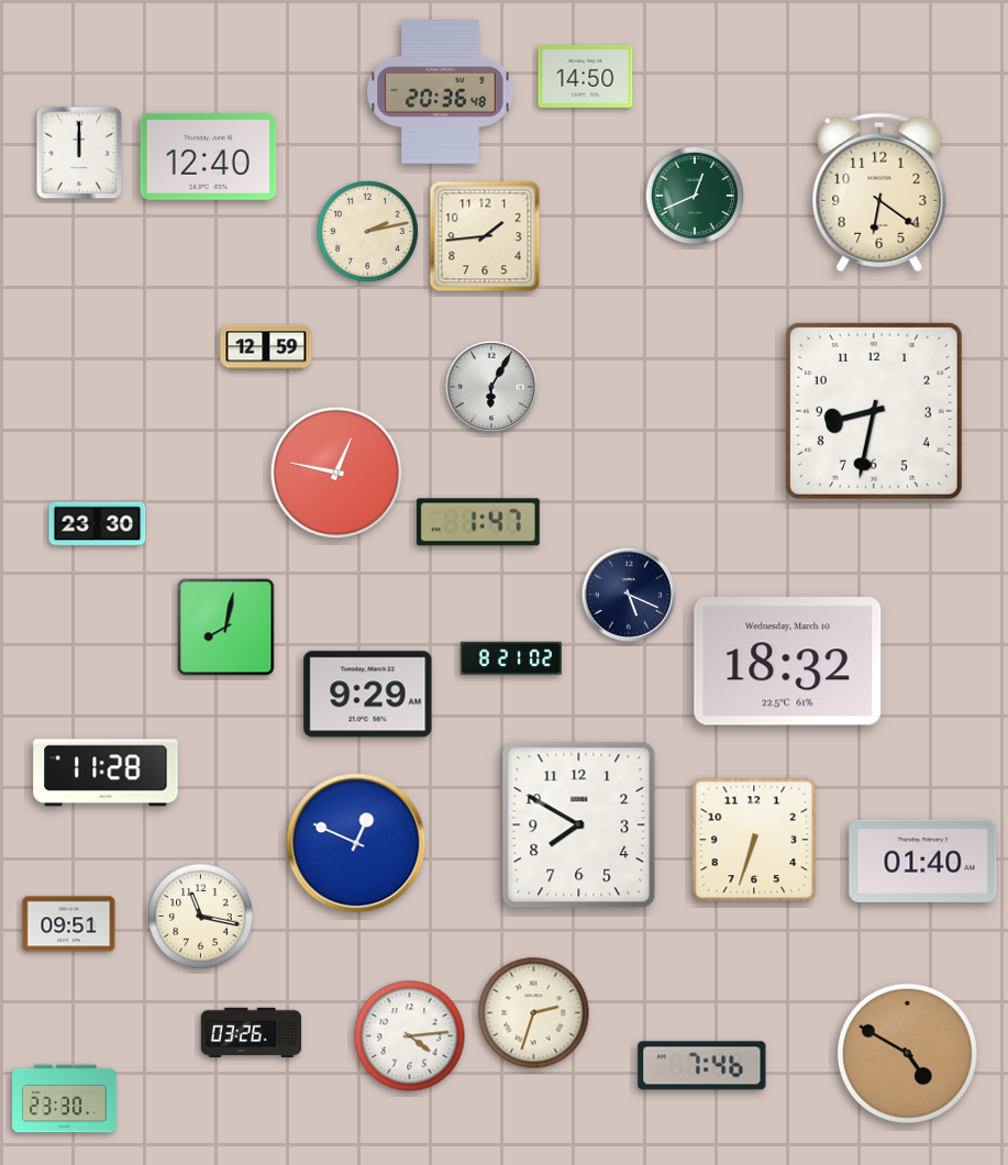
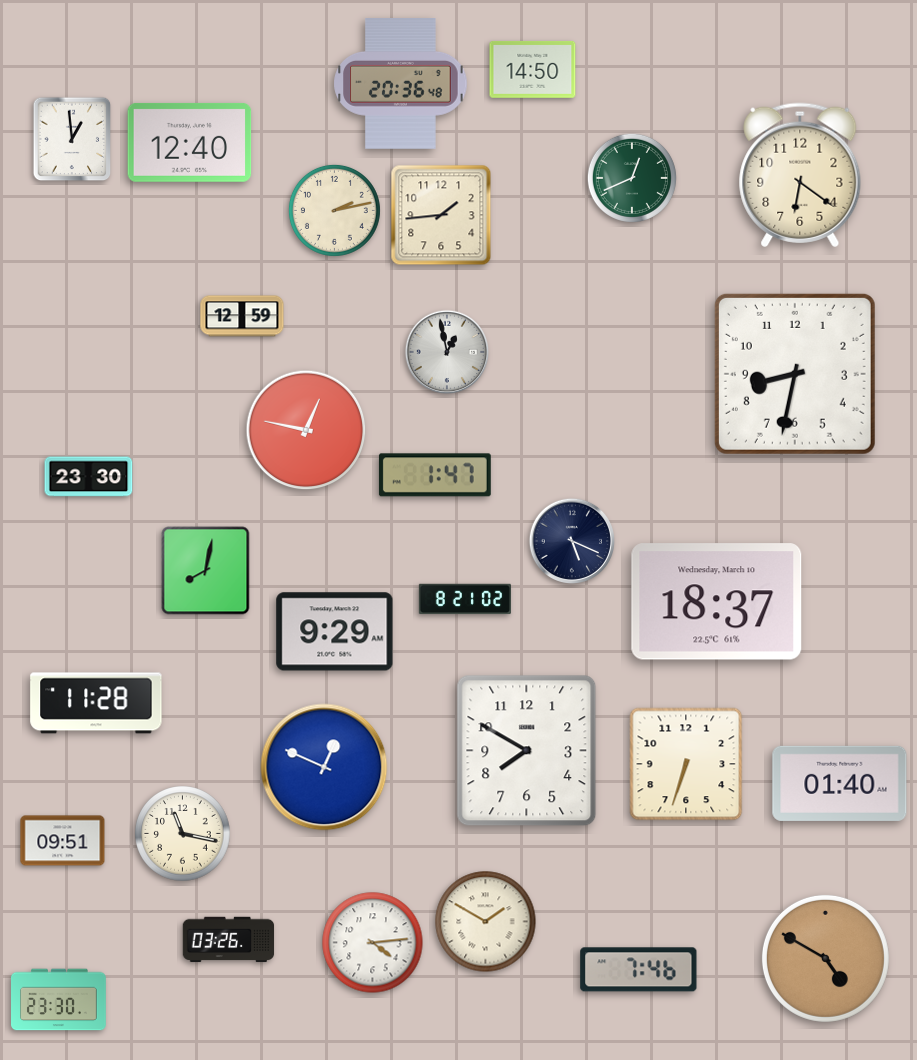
clock at (79, 153): 12:00 -> 12:59
clock at (491, 387): 6:05 -> 12:58
clock at (788, 662): 18:32 -> 18:37
clock at (534, 1013): 2:33 -> 1:50
